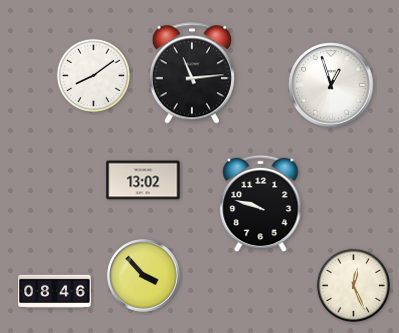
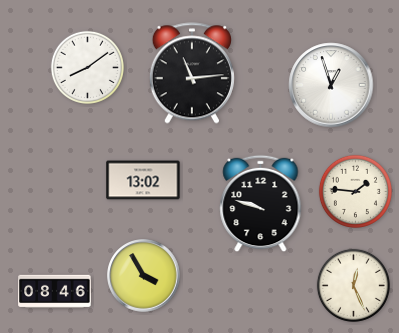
clock at (93, 75) position: (93, 75) -> (87, 67)
clock at (355, 191): none -> 1:46
clock at (144, 276): 3:53 -> 3:55
